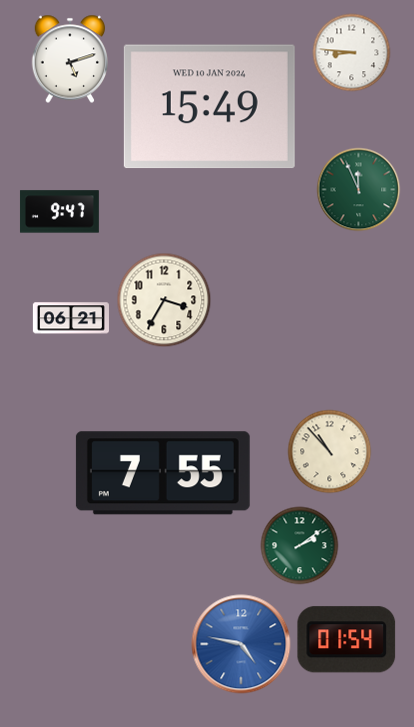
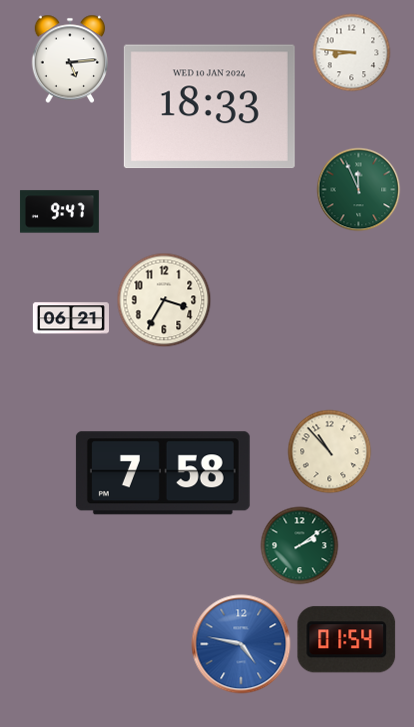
clock at (70, 59): 5:12 -> 5:14
clock at (209, 107): 15:49 -> 18:33
clock at (163, 473): 7:55 -> 7:58
